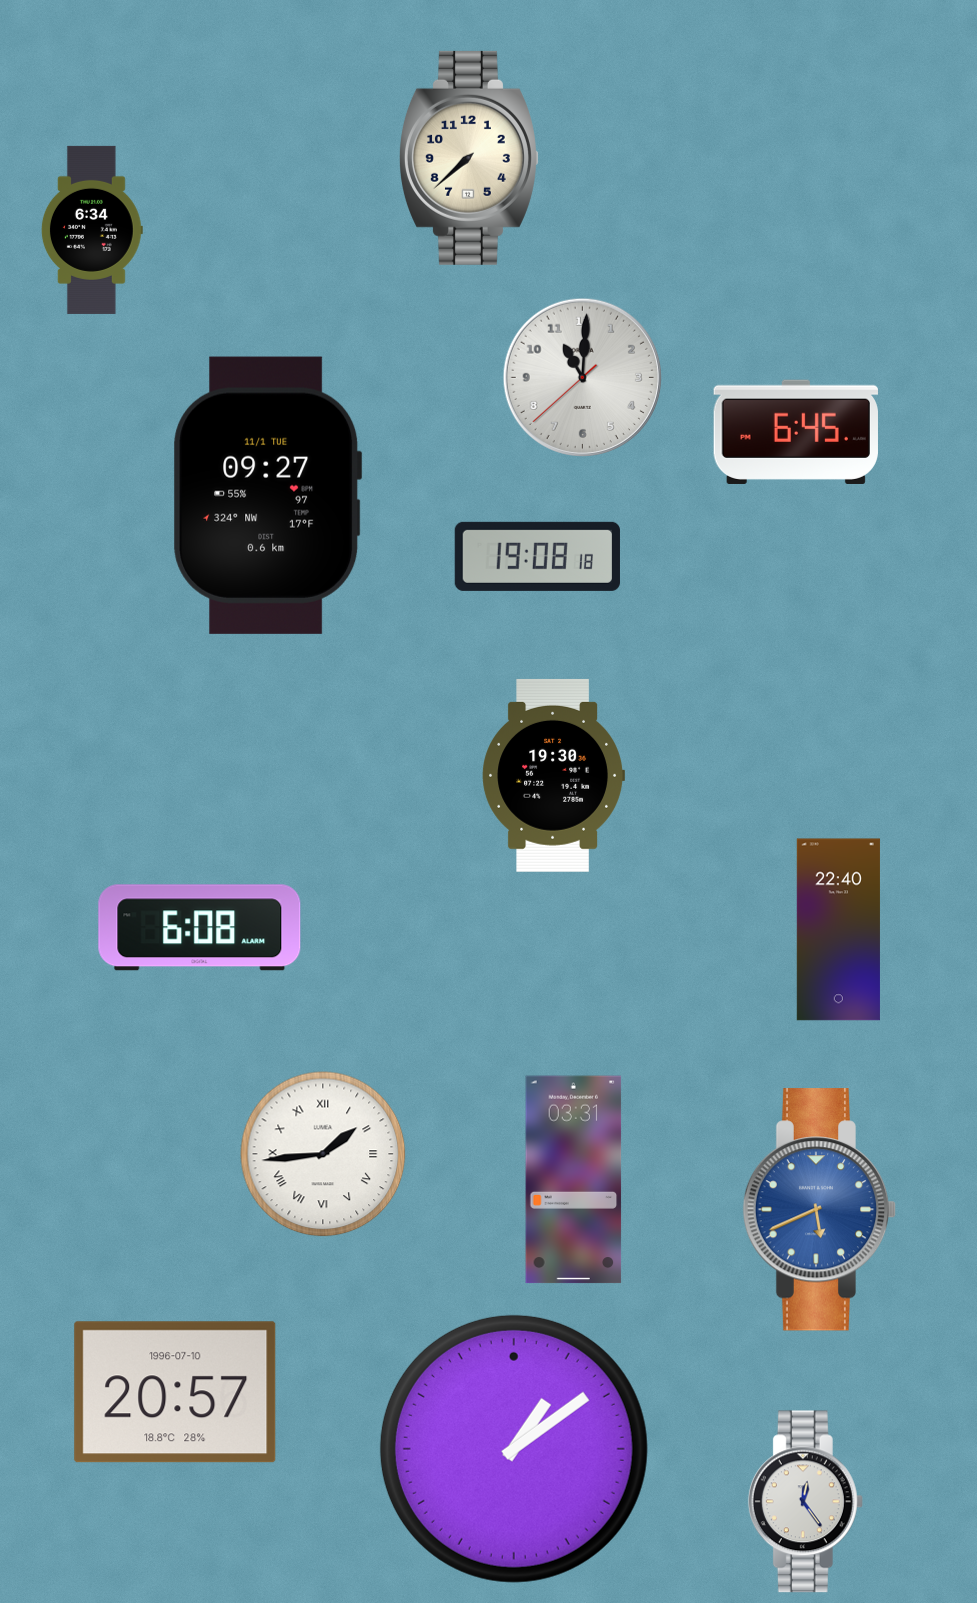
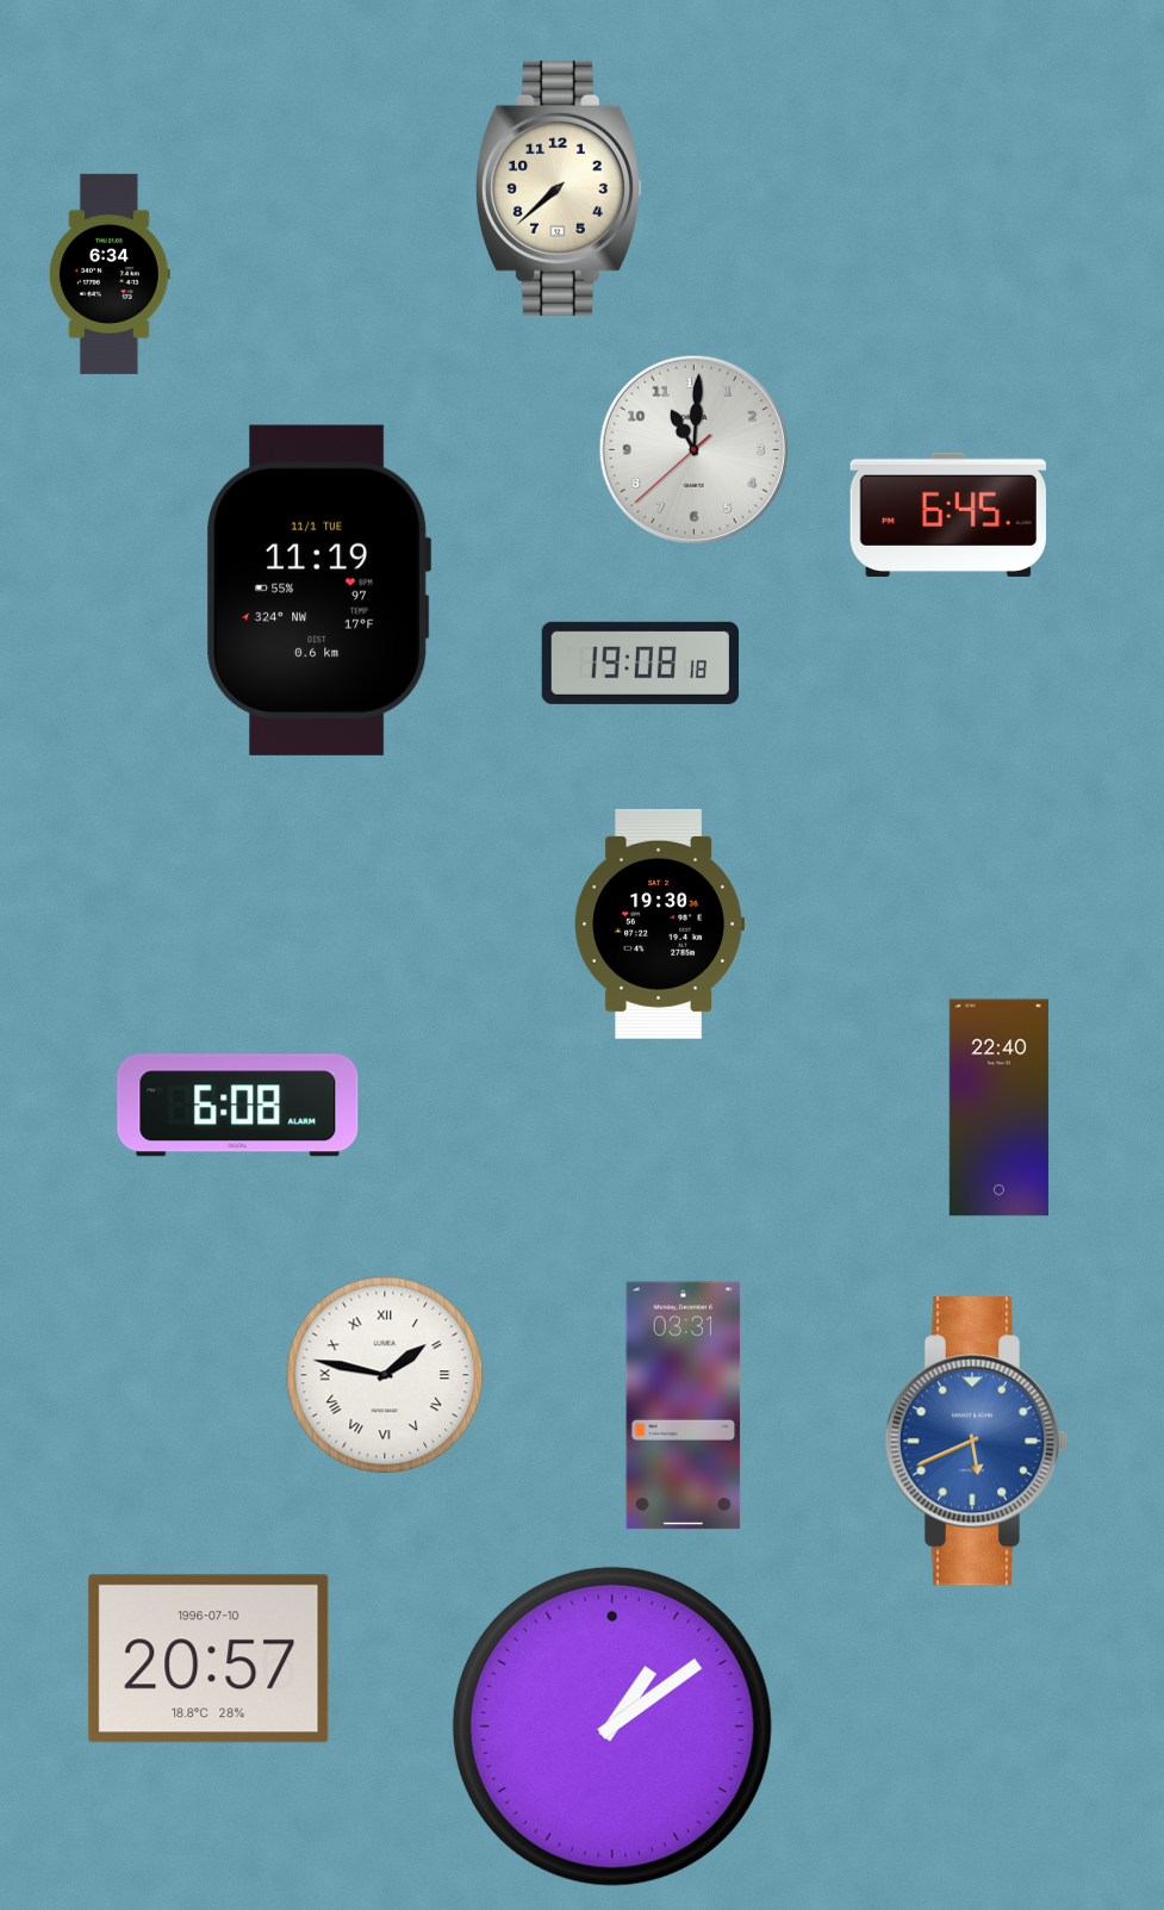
clock at (268, 495): 09:27 -> 11:19
clock at (323, 1154): 1:44 -> 1:47
clock at (805, 1502): 12:24 -> none
